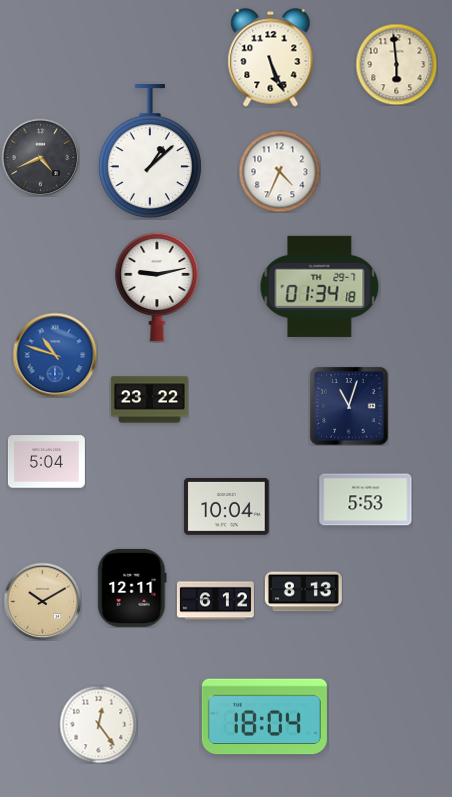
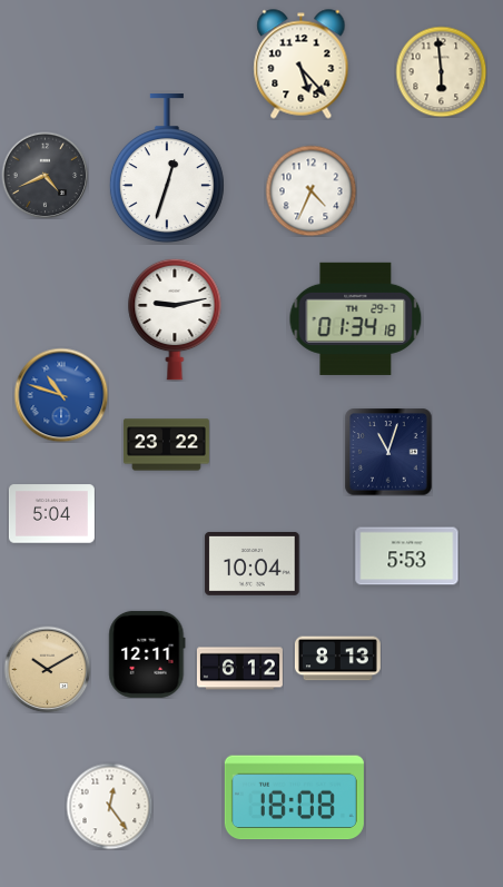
clock at (271, 58): 5:26 -> 5:23
clock at (150, 152): 1:08 -> 12:33
clock at (264, 717): 18:04 -> 18:08
